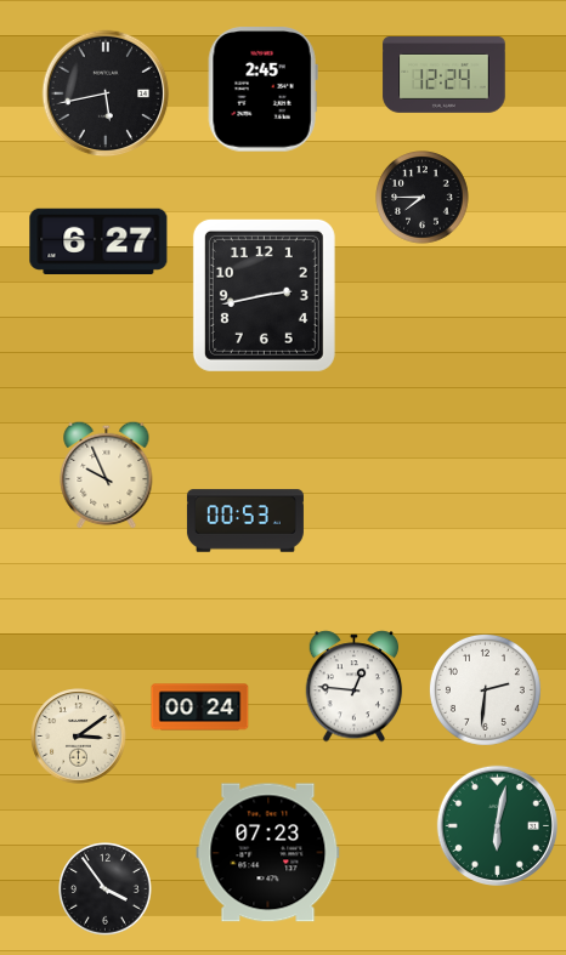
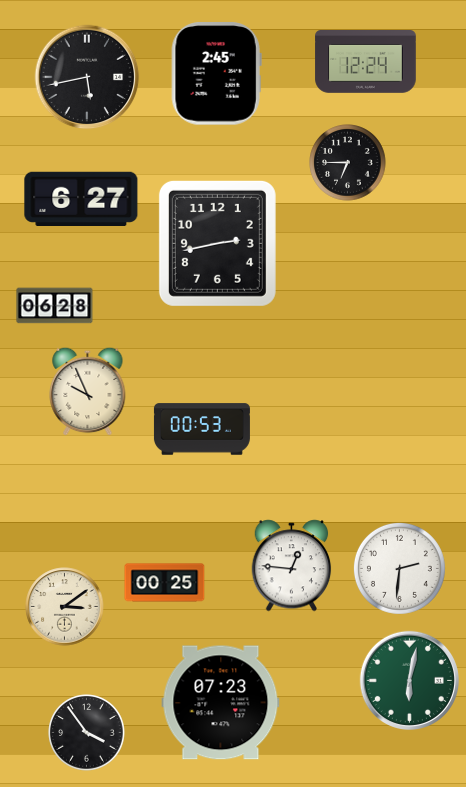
clock at (423, 198): 7:45 -> 6:45
clock at (55, 306): none -> 06:28
clock at (200, 707): 00:24 -> 00:25
